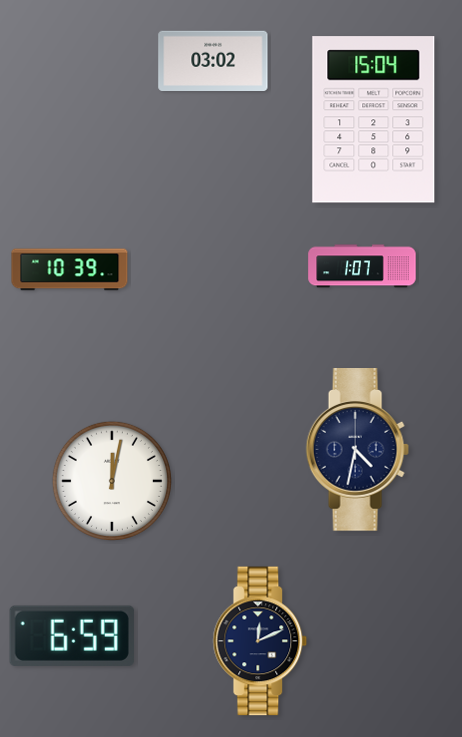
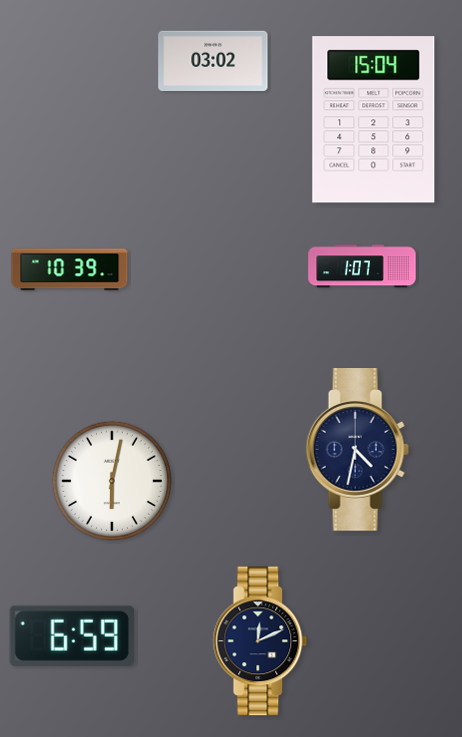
clock at (112, 481): 12:02 -> 6:02
